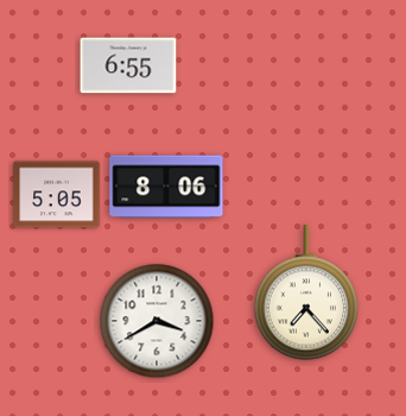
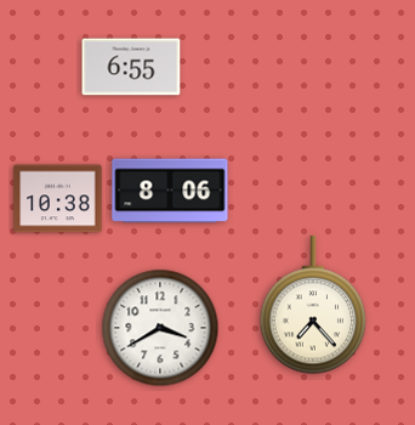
clock at (57, 195): 5:05 -> 10:38
clock at (306, 292) position: (306, 292) -> (313, 305)
